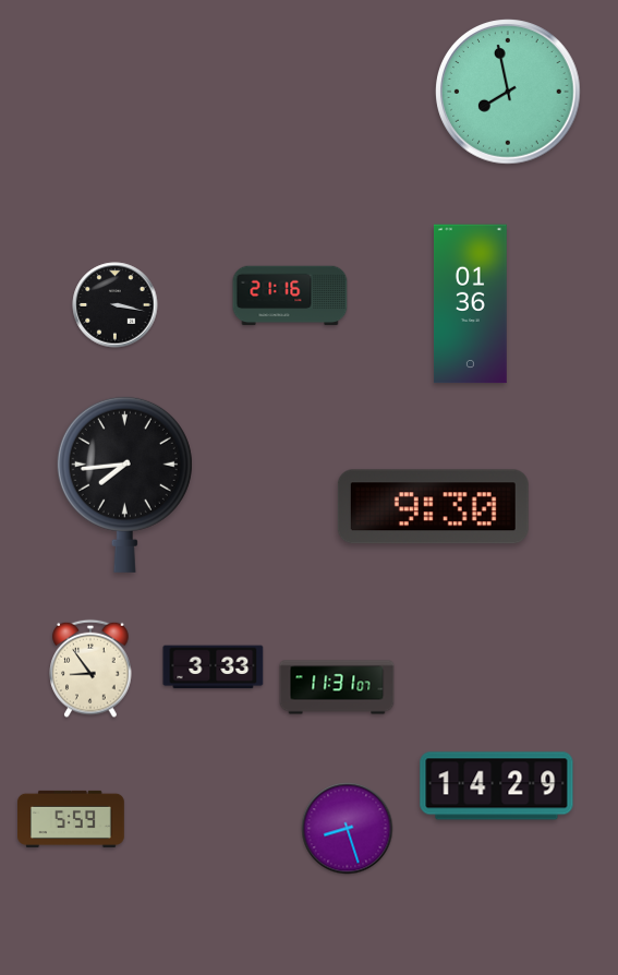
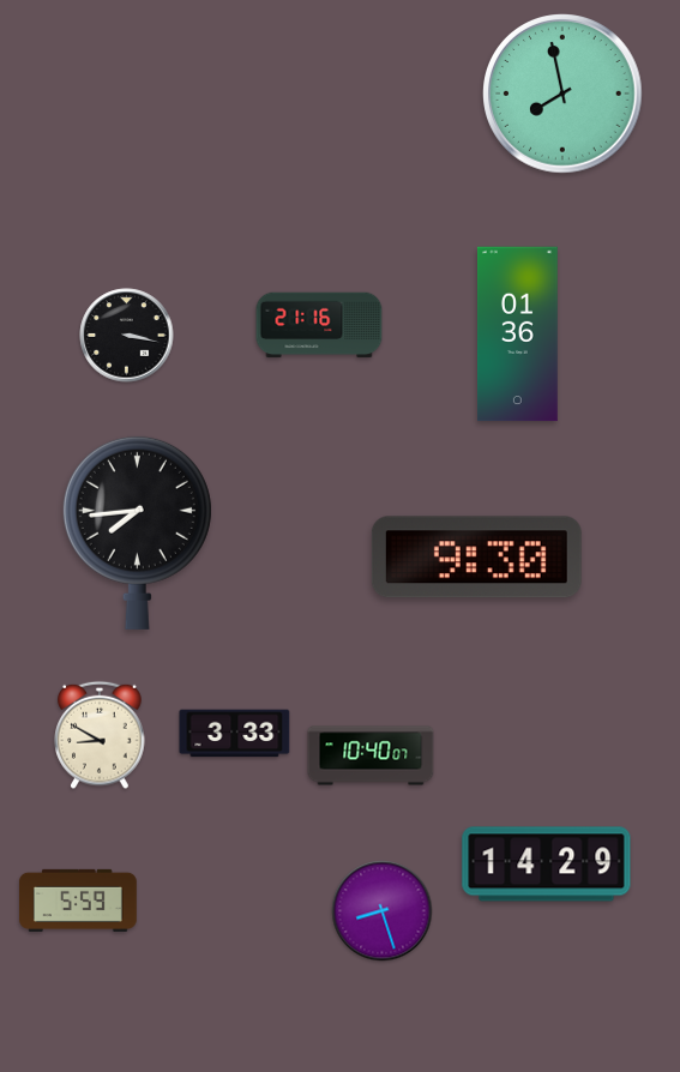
clock at (508, 92) position: (508, 92) -> (562, 94)
clock at (90, 669): 8:54 -> 8:50
clock at (337, 687): 11:31 -> 10:40
